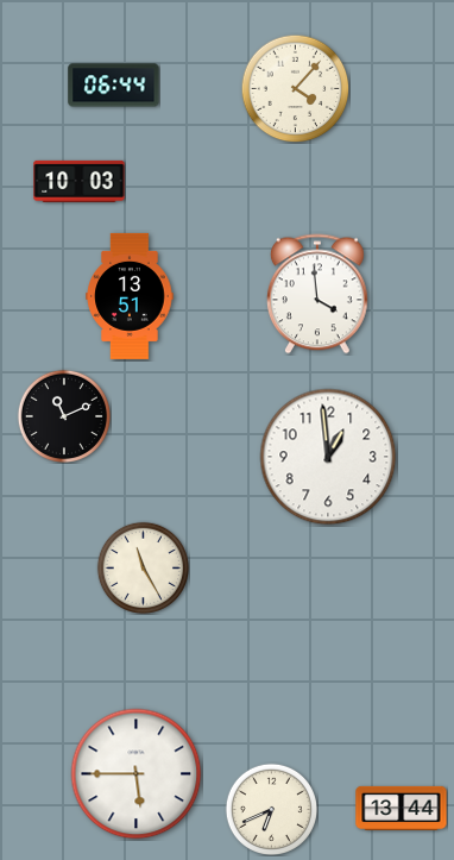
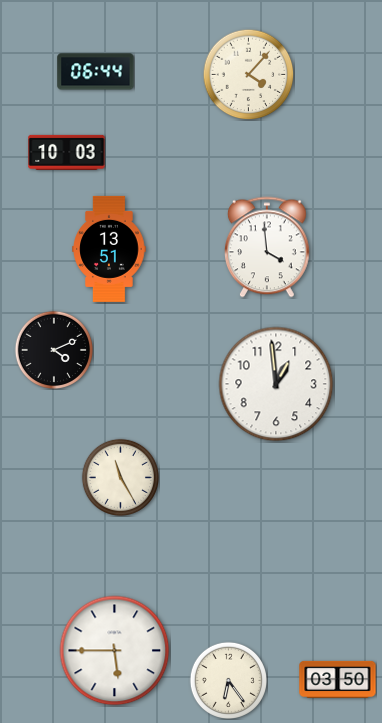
clock at (63, 415): 11:11 -> 4:11
clock at (402, 808): 13:44 -> 03:50
clock at (271, 809): 6:41 -> 6:24
